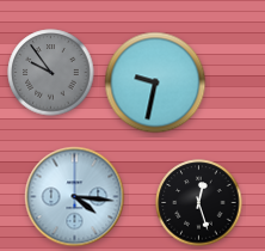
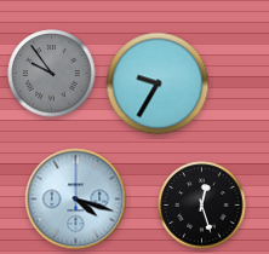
clock at (155, 82): 9:32 -> 9:35
clock at (75, 197): 4:16 -> 4:18
